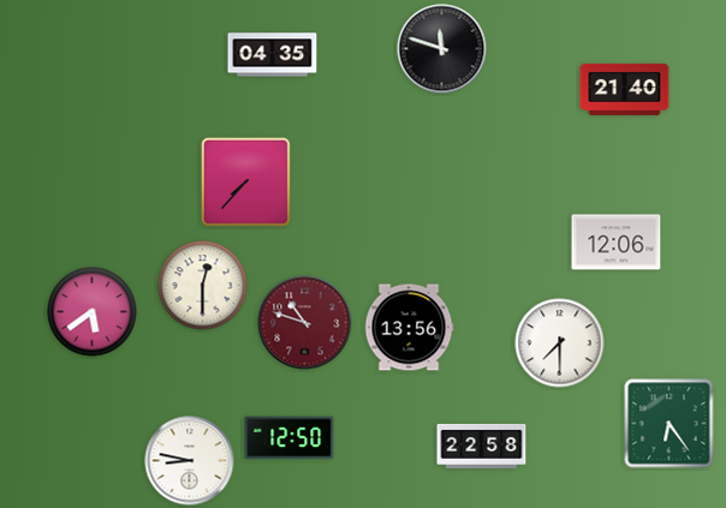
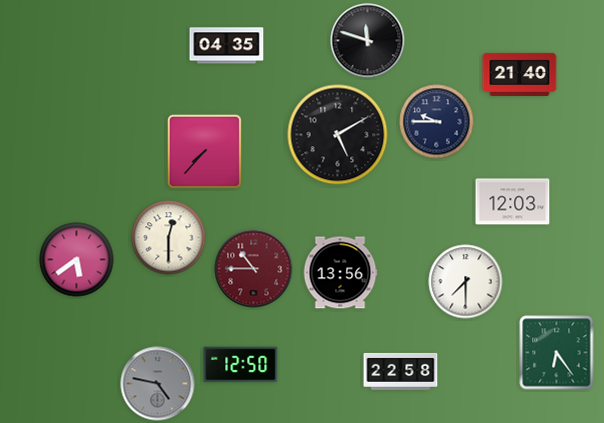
clock at (437, 122): none -> 9:45
clock at (338, 135): none -> 5:10
clock at (617, 243): 12:06 -> 12:03
clock at (305, 323): 10:48 -> 10:45
clock at (560, 343) position: (560, 343) -> (466, 282)
clock at (190, 461): 8:47 -> 4:47
clock at (190, 461) dial: white -> grey
